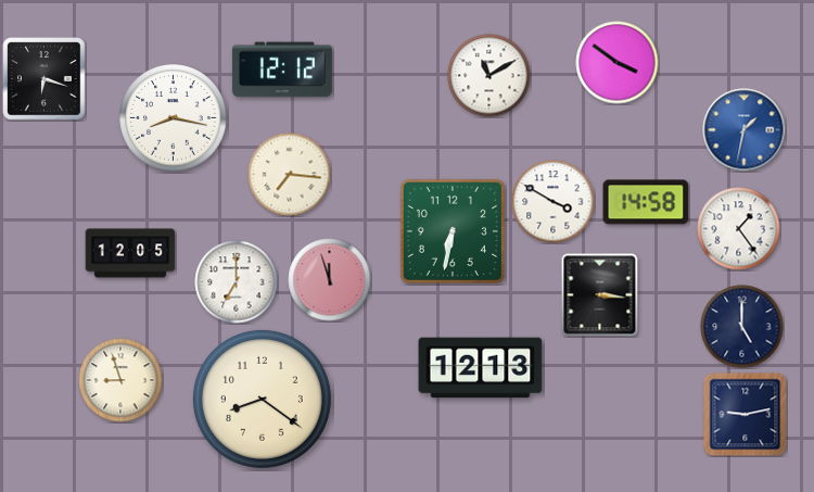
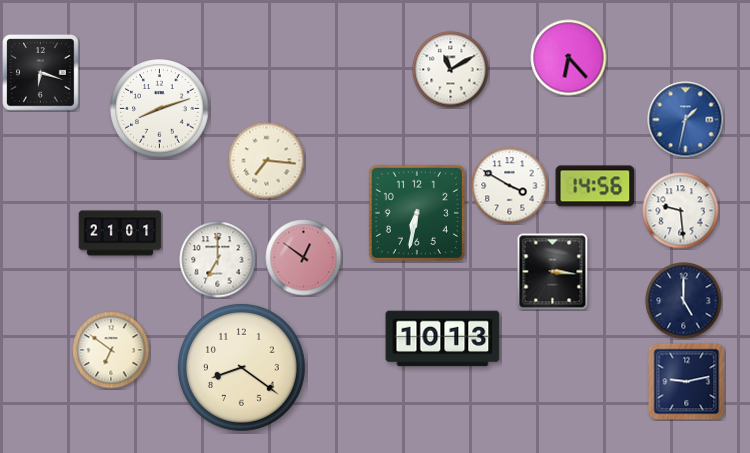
clock at (618, 63): 3:51 -> 6:23
clock at (282, 70): 12:12 -> none
clock at (174, 118): 8:17 -> 8:12
clock at (646, 202): 14:58 -> 14:56
clock at (739, 229): 1:24 -> 9:29
clock at (130, 253): 12:05 -> 21:01
clock at (330, 280): 11:57 -> 12:51
clock at (481, 368): 12:13 -> 10:13
clock at (120, 380): 8:57 -> 6:51
